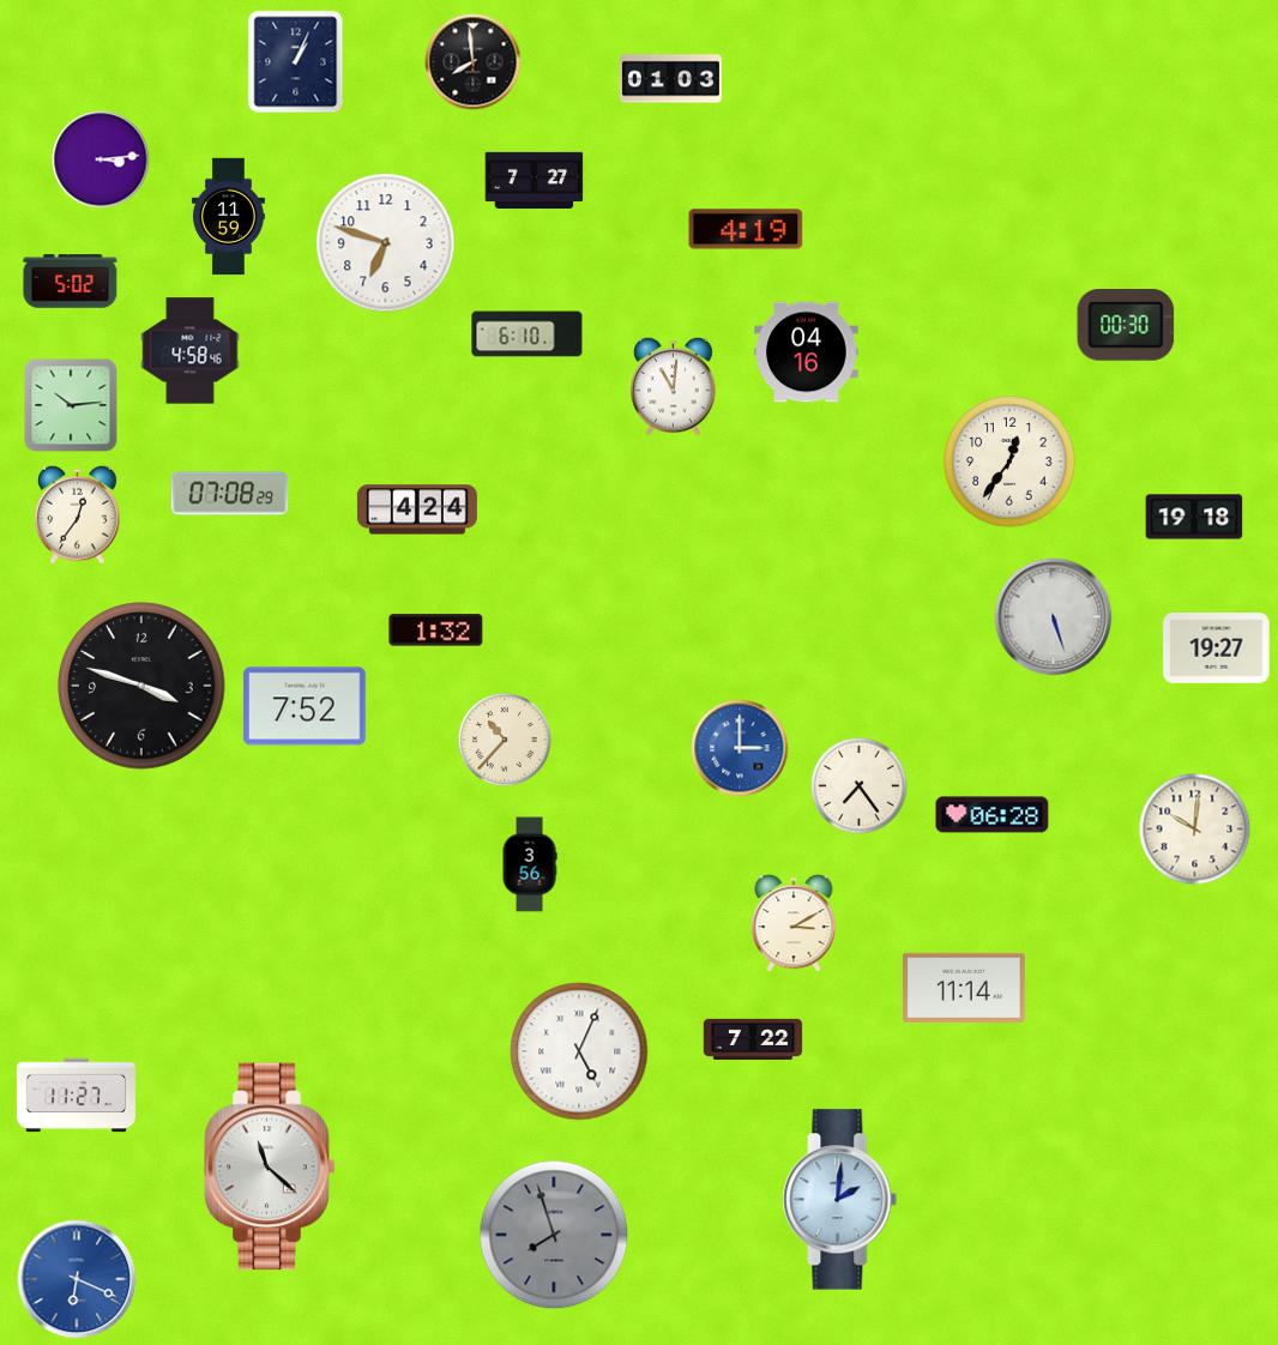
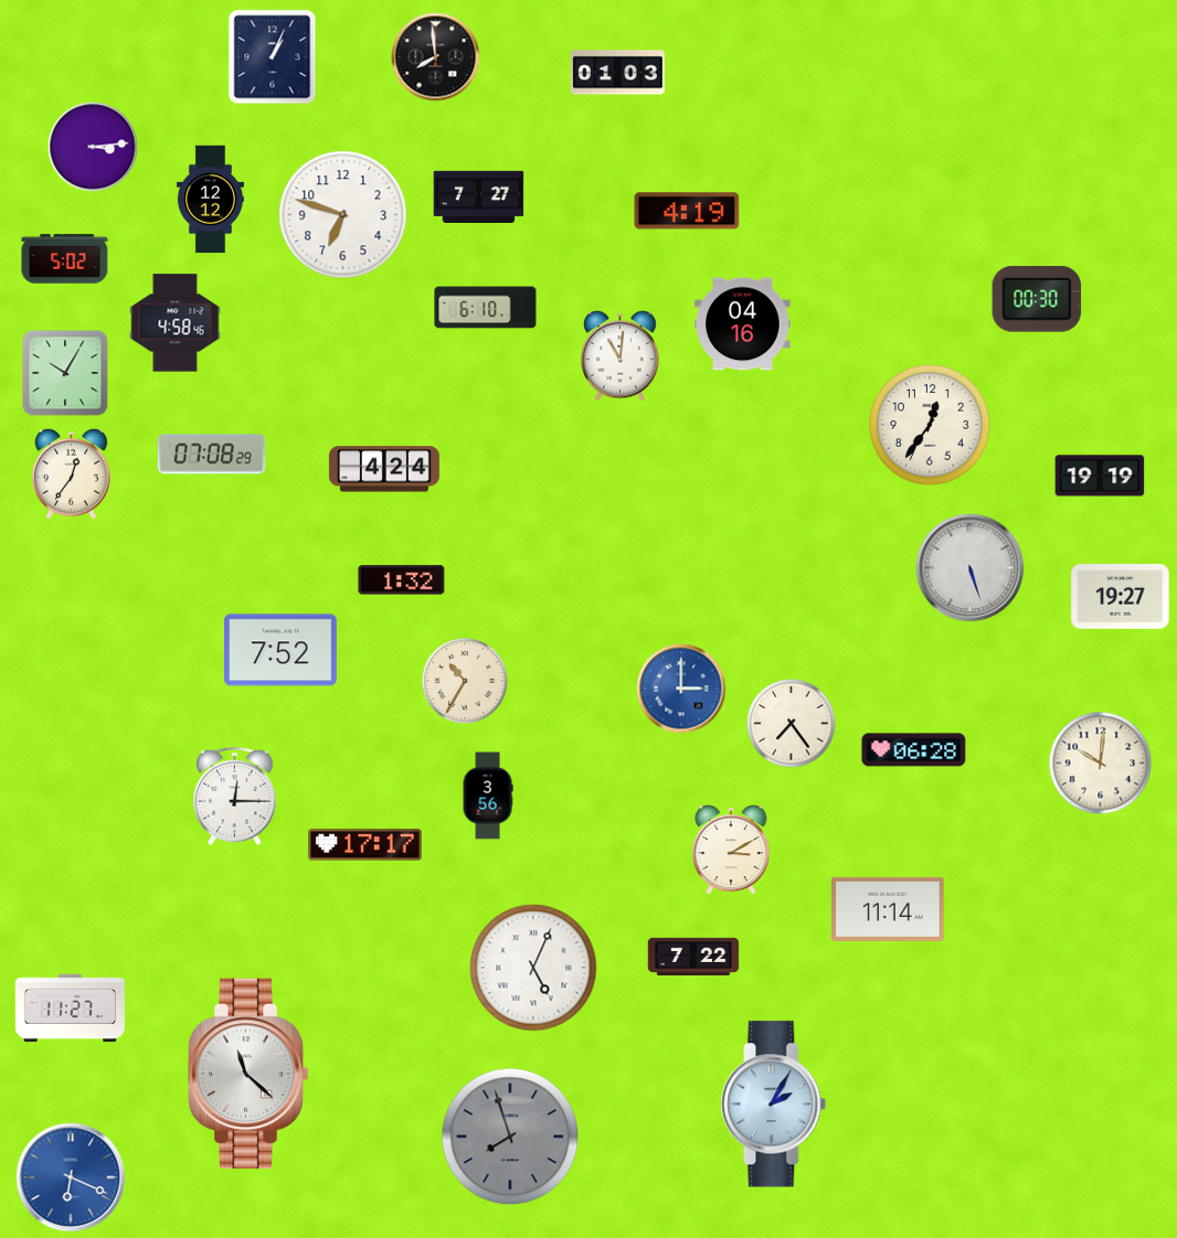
clock at (535, 180) position: (535, 180) -> (479, 196)
clock at (228, 217): 11:59 -> 12:12
clock at (386, 243) position: (386, 243) -> (343, 215)
clock at (71, 405): 10:14 -> 10:05
clock at (1194, 517): 19:18 -> 19:19
clock at (141, 686): 3:48 -> none
clock at (505, 740): 10:37 -> 10:35
clock at (235, 797): none -> 12:15
clock at (365, 845): none -> 17:17
clock at (840, 1200): 2:01 -> 2:05
